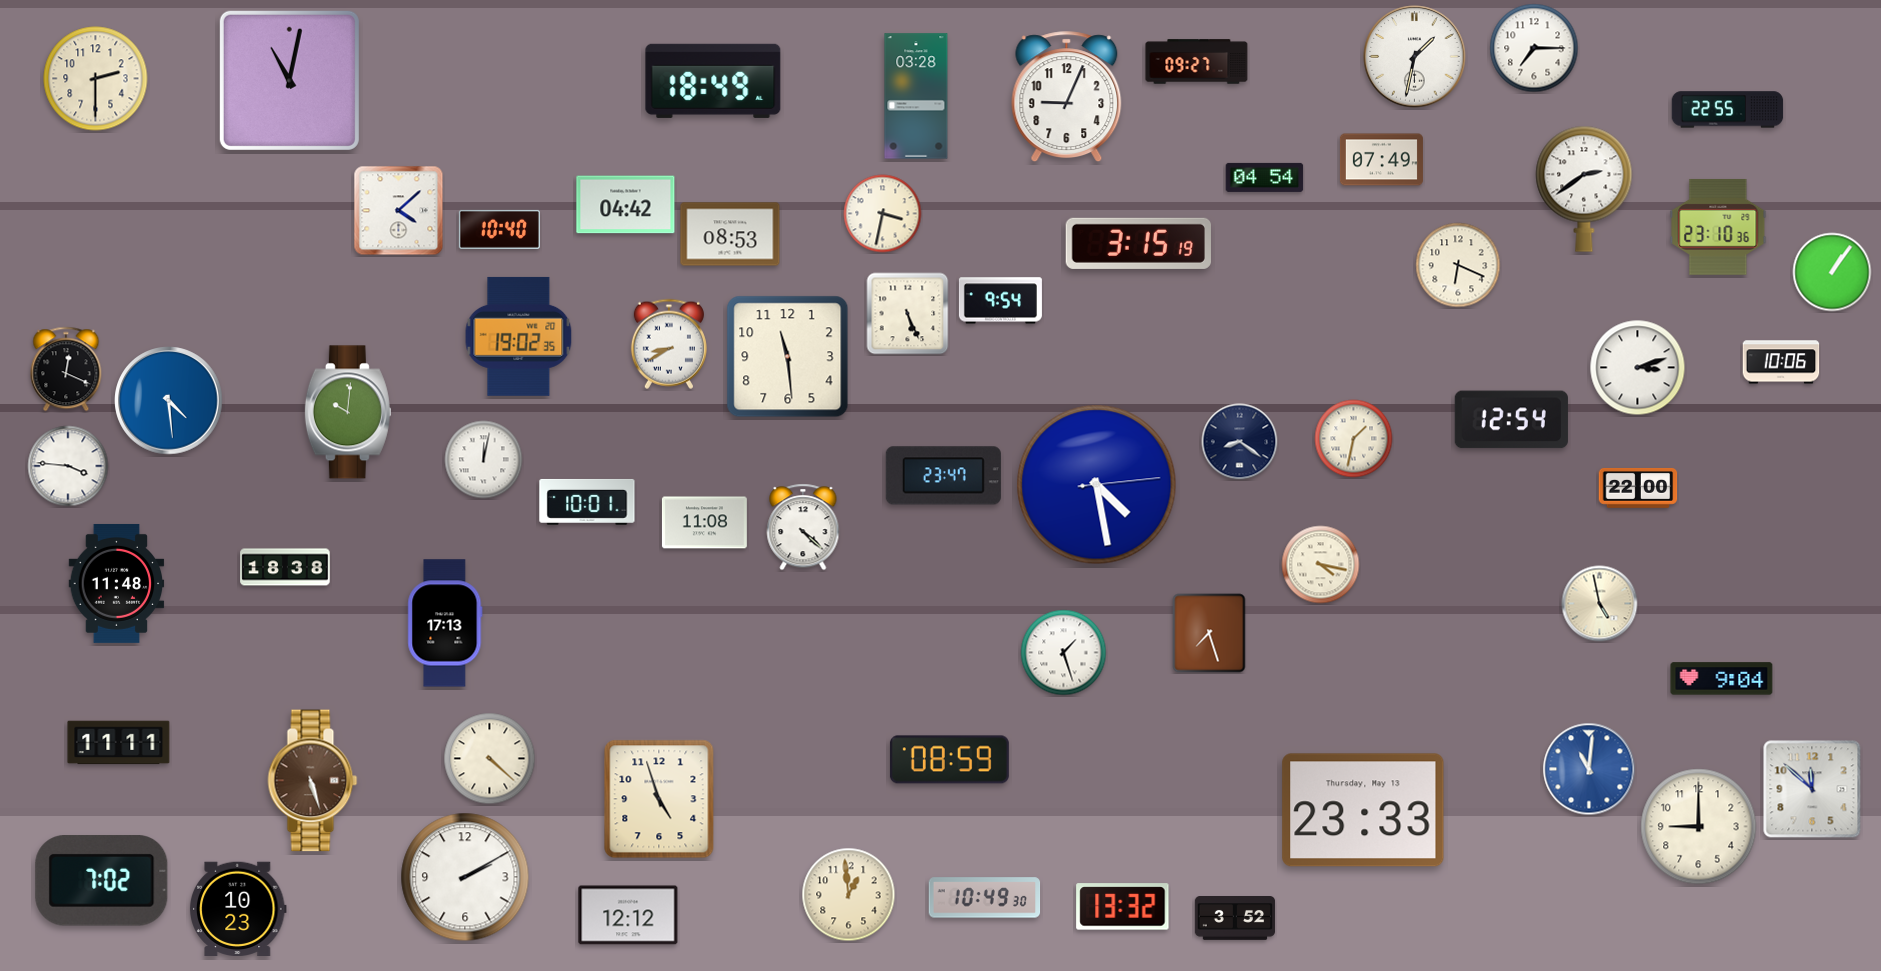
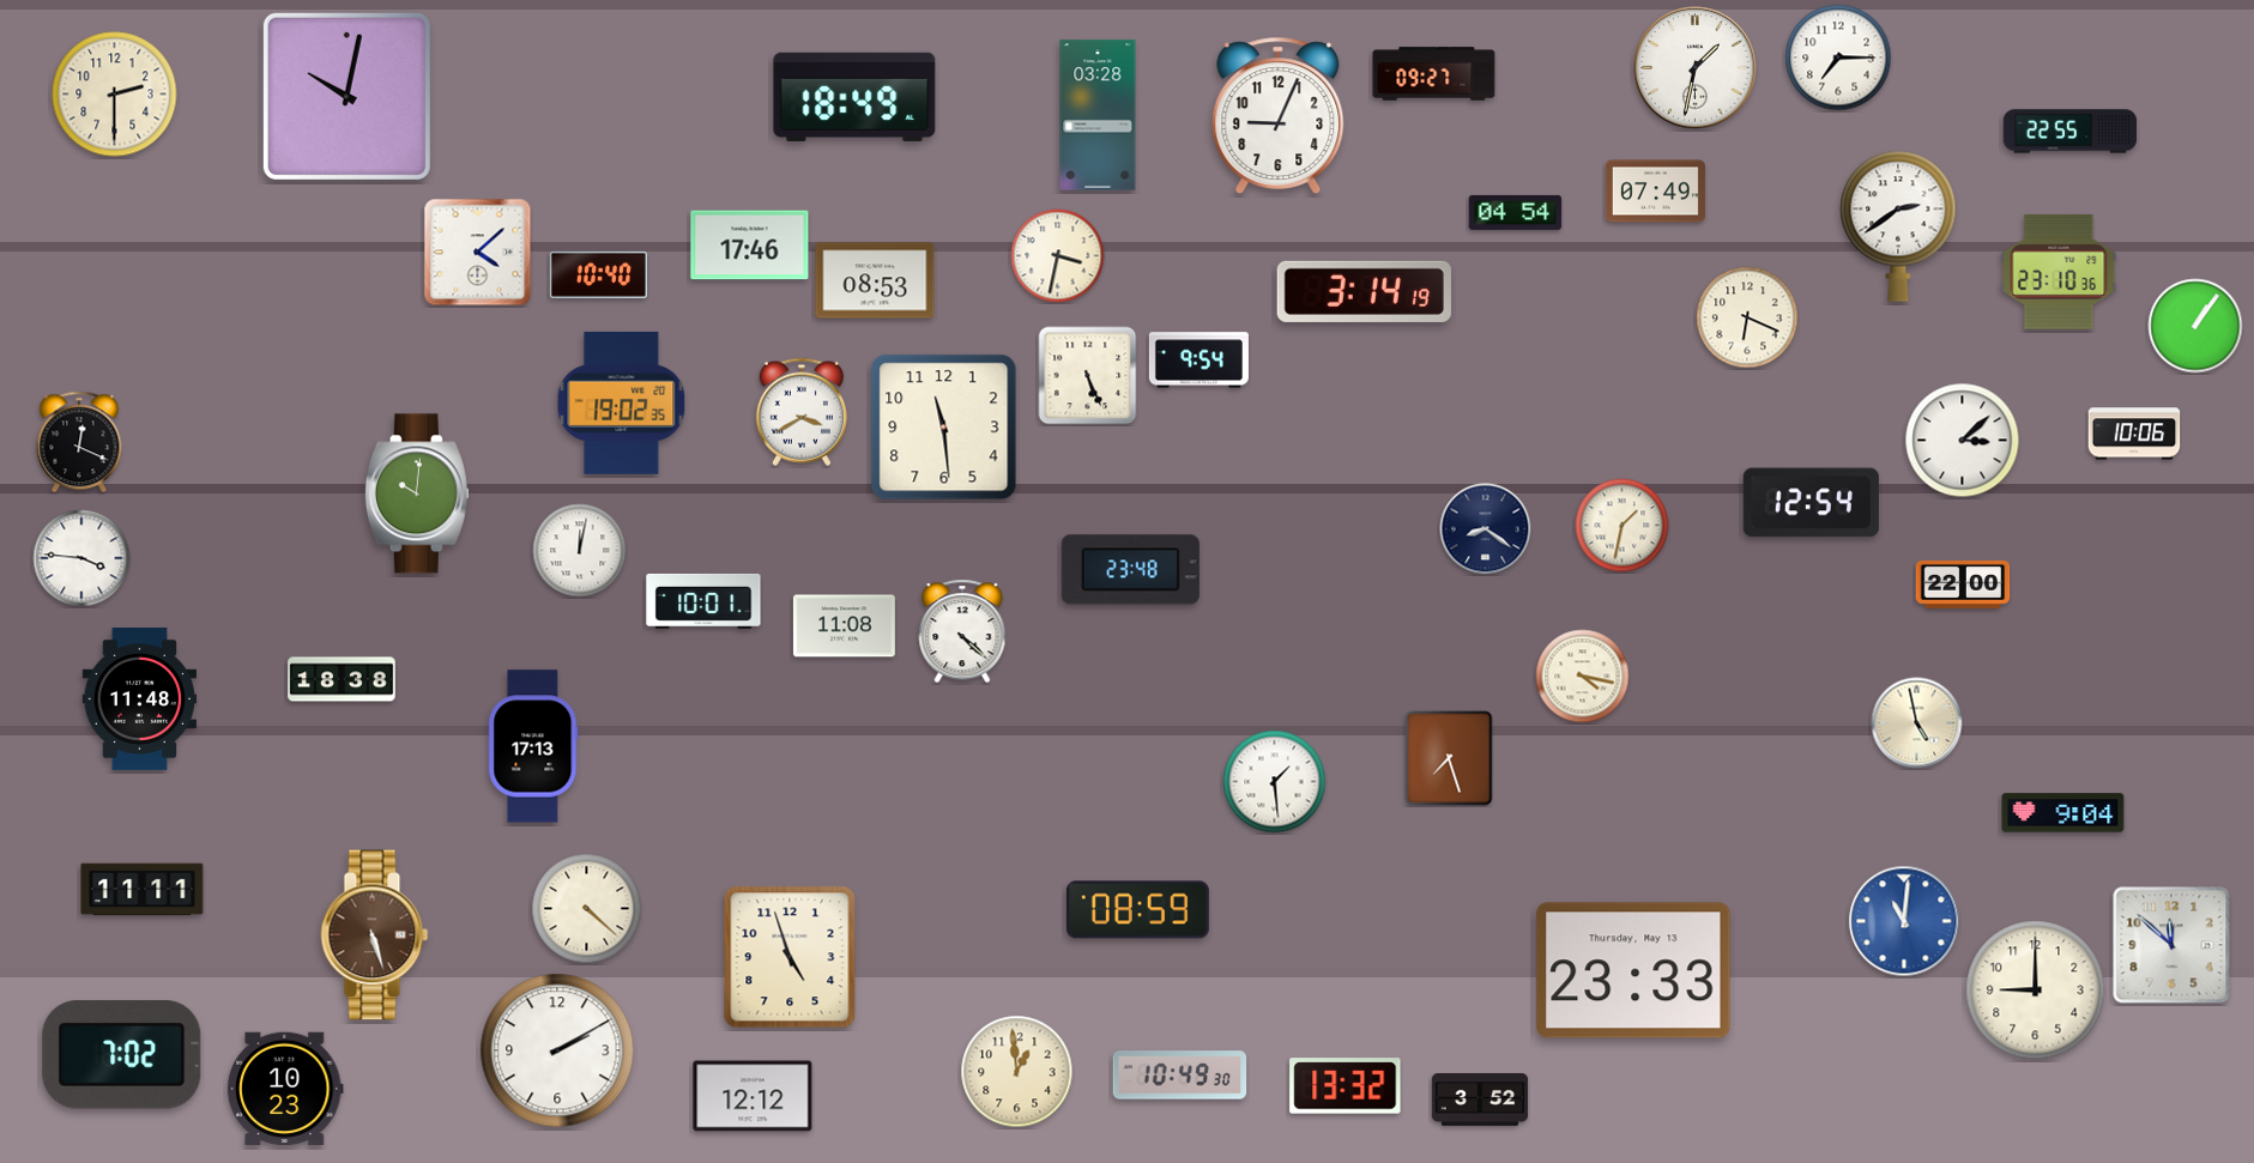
clock at (289, 80): 11:02 -> 10:02
clock at (626, 205): 04:42 -> 17:46
clock at (1138, 243): 3:15 -> 3:14
clock at (669, 344): 8:40 -> 3:40
clock at (1638, 368): 3:12 -> 3:08
clock at (169, 401): 4:29 -> none
clock at (943, 476): 23:47 -> 23:48
clock at (1097, 485): 4:28 -> none
clock at (1064, 653): 1:27 -> 1:29
